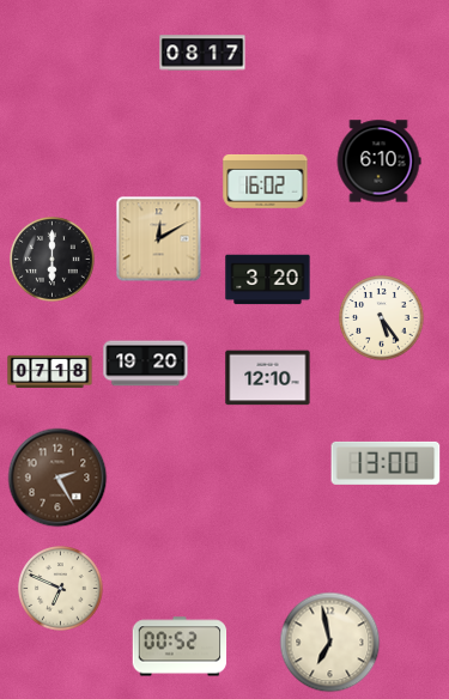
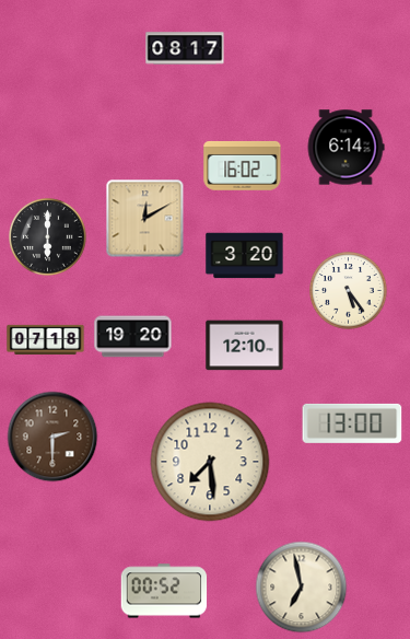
clock at (378, 162): 6:10 -> 6:14
clock at (146, 364) position: (146, 364) -> (133, 337)
clock at (57, 478): 2:25 -> 2:30
clock at (210, 462): none -> 7:29
clock at (61, 589): 6:49 -> none
